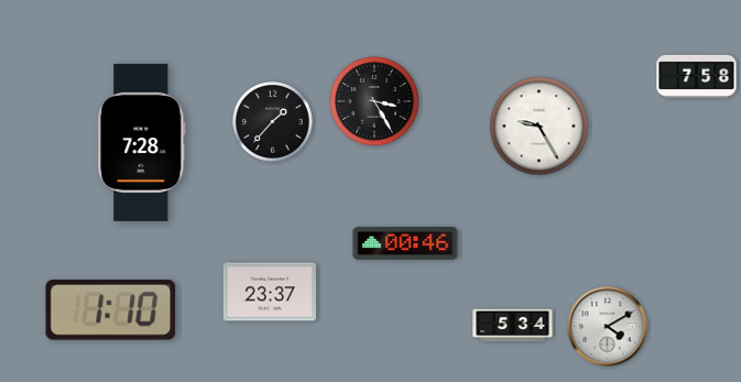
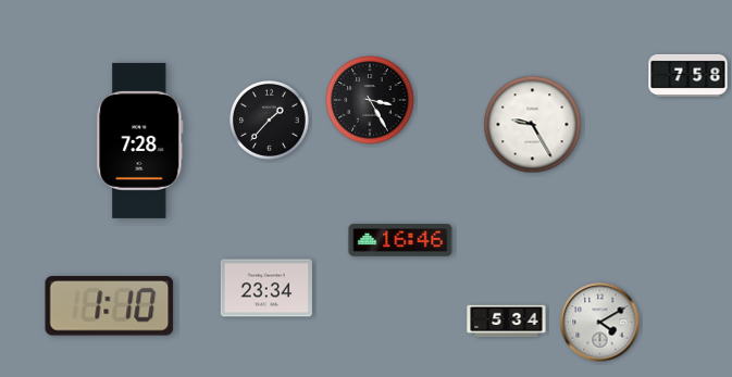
clock at (405, 243): 00:46 -> 16:46
clock at (270, 292): 23:37 -> 23:34
